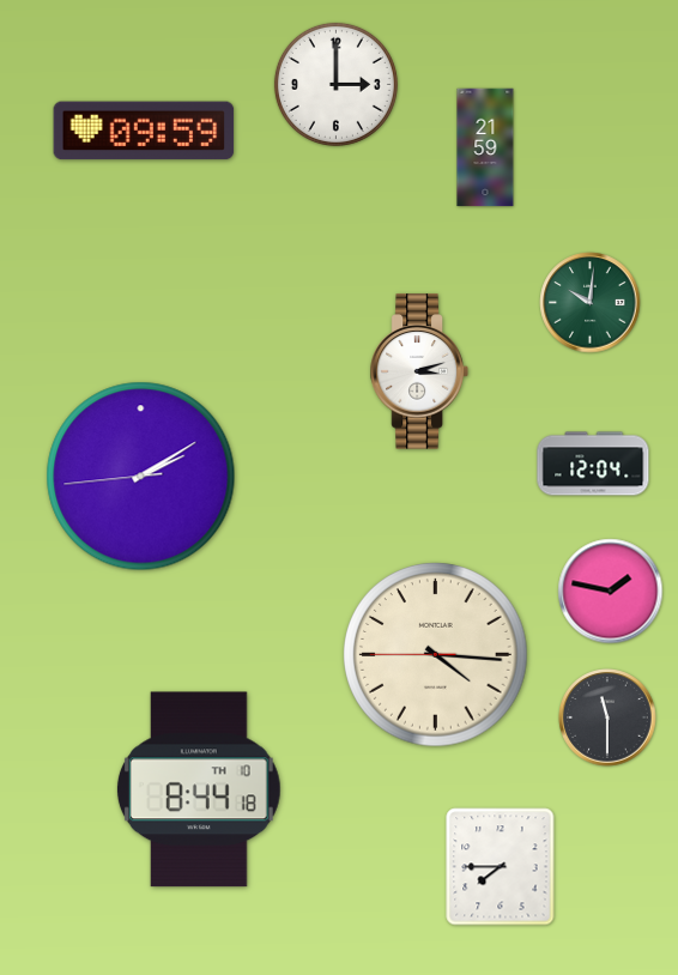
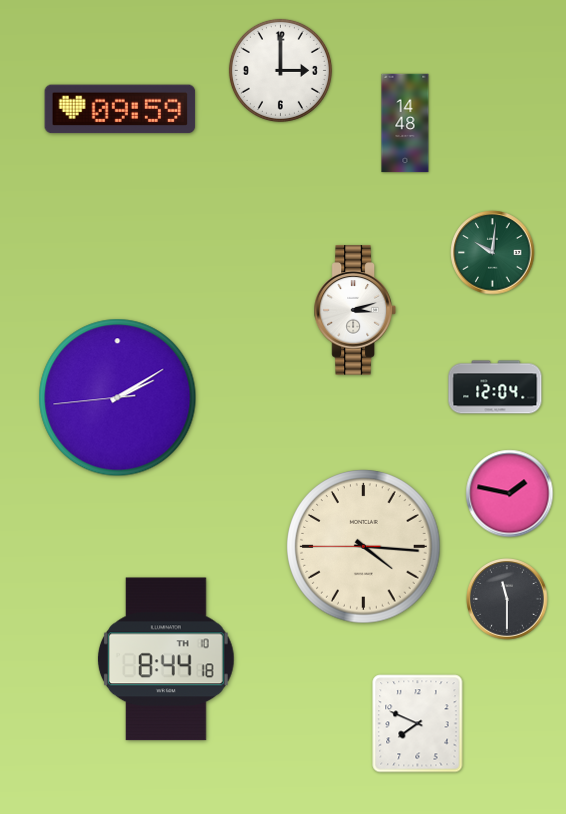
clock at (485, 147): 21:59 -> 14:48
clock at (419, 371) position: (419, 371) -> (355, 310)
clock at (501, 867): 7:45 -> 7:49
